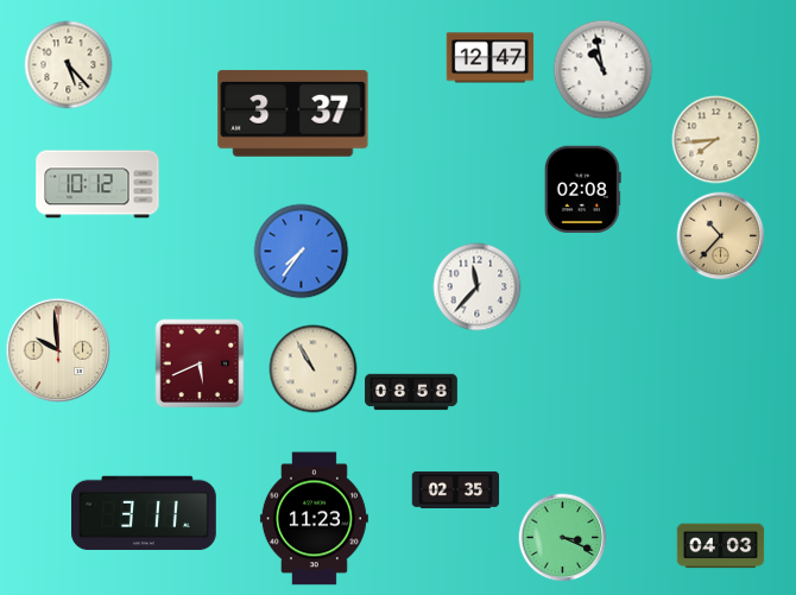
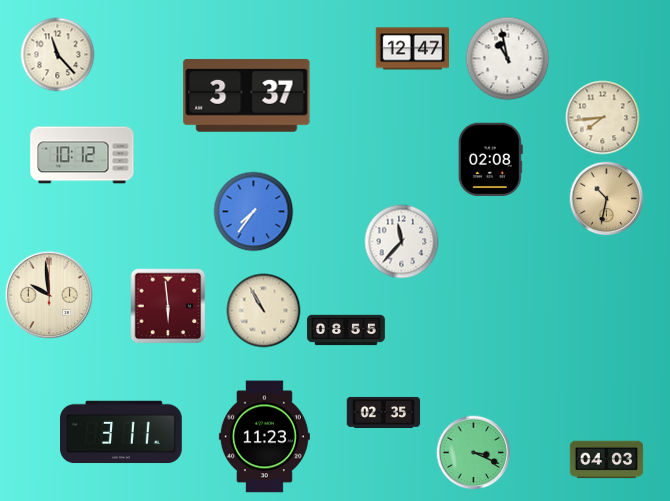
clock at (69, 65): 5:23 -> 11:23
clock at (721, 236): 10:37 -> 10:32
clock at (200, 363): 5:41 -> 5:59
clock at (411, 392): 08:58 -> 08:55
